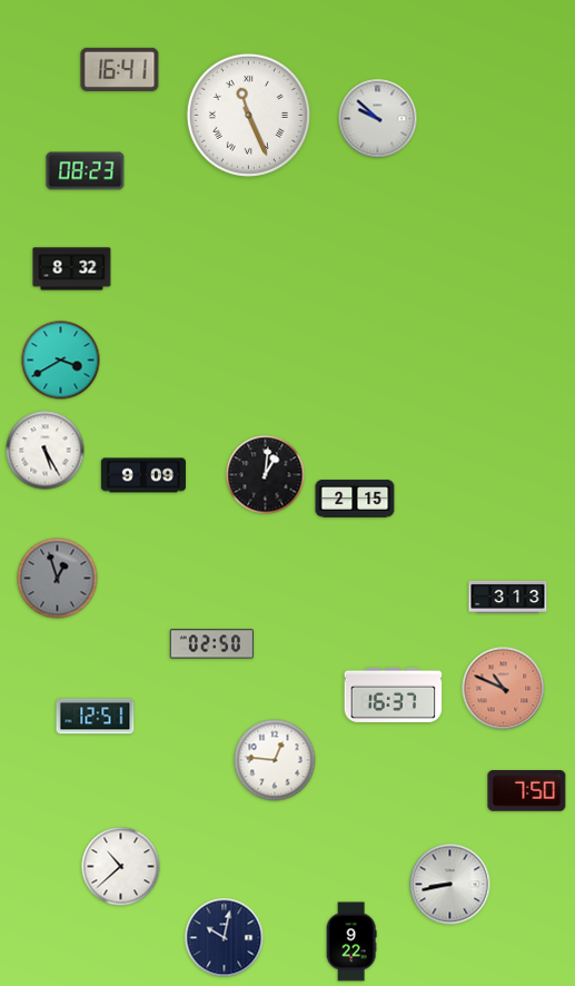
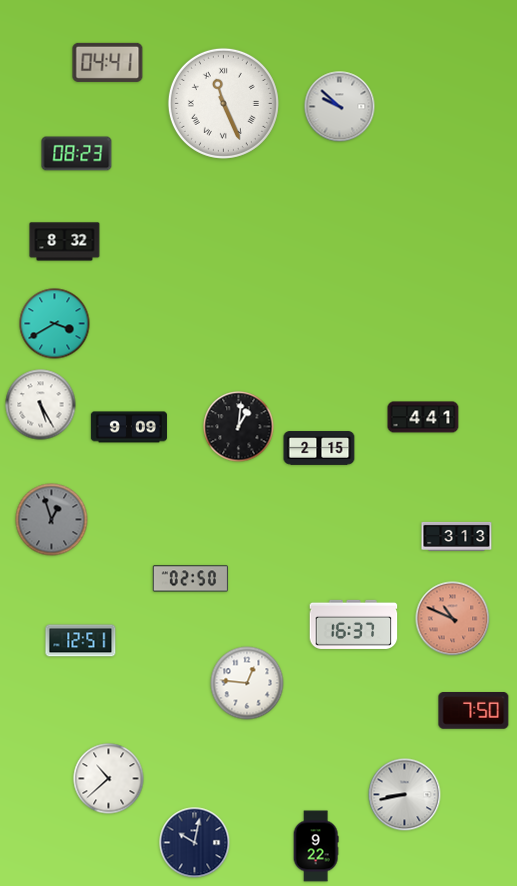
clock at (120, 69): 16:41 -> 04:41
clock at (423, 417): none -> 4:41
clock at (96, 717) position: (96, 717) -> (81, 641)
clock at (225, 938) position: (225, 938) -> (195, 843)
